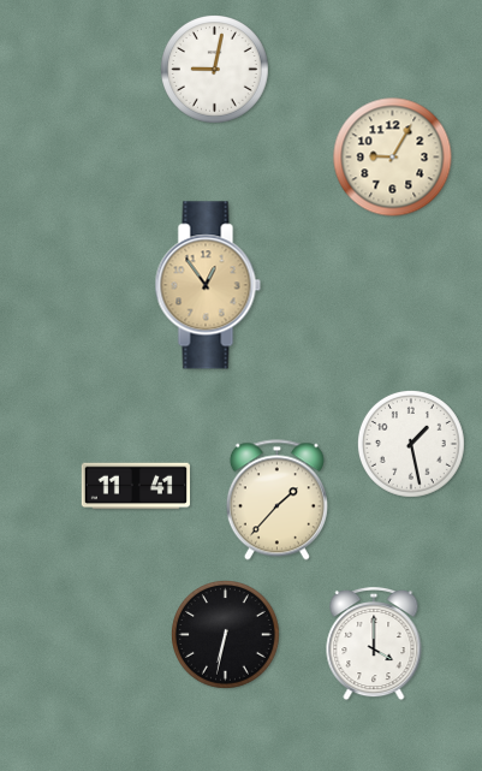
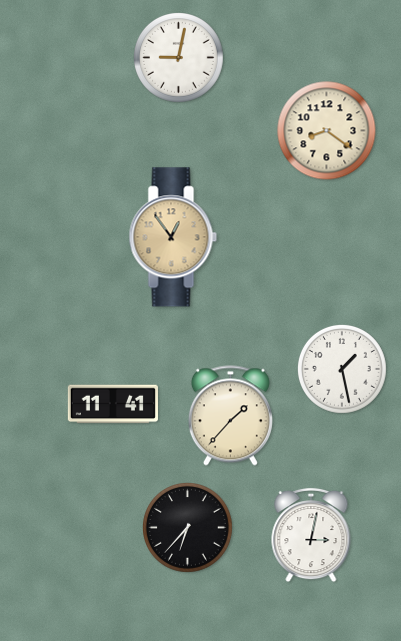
clock at (393, 158): 9:05 -> 8:21
clock at (226, 635): 6:32 -> 6:37
clock at (374, 644): 4:00 -> 3:02
